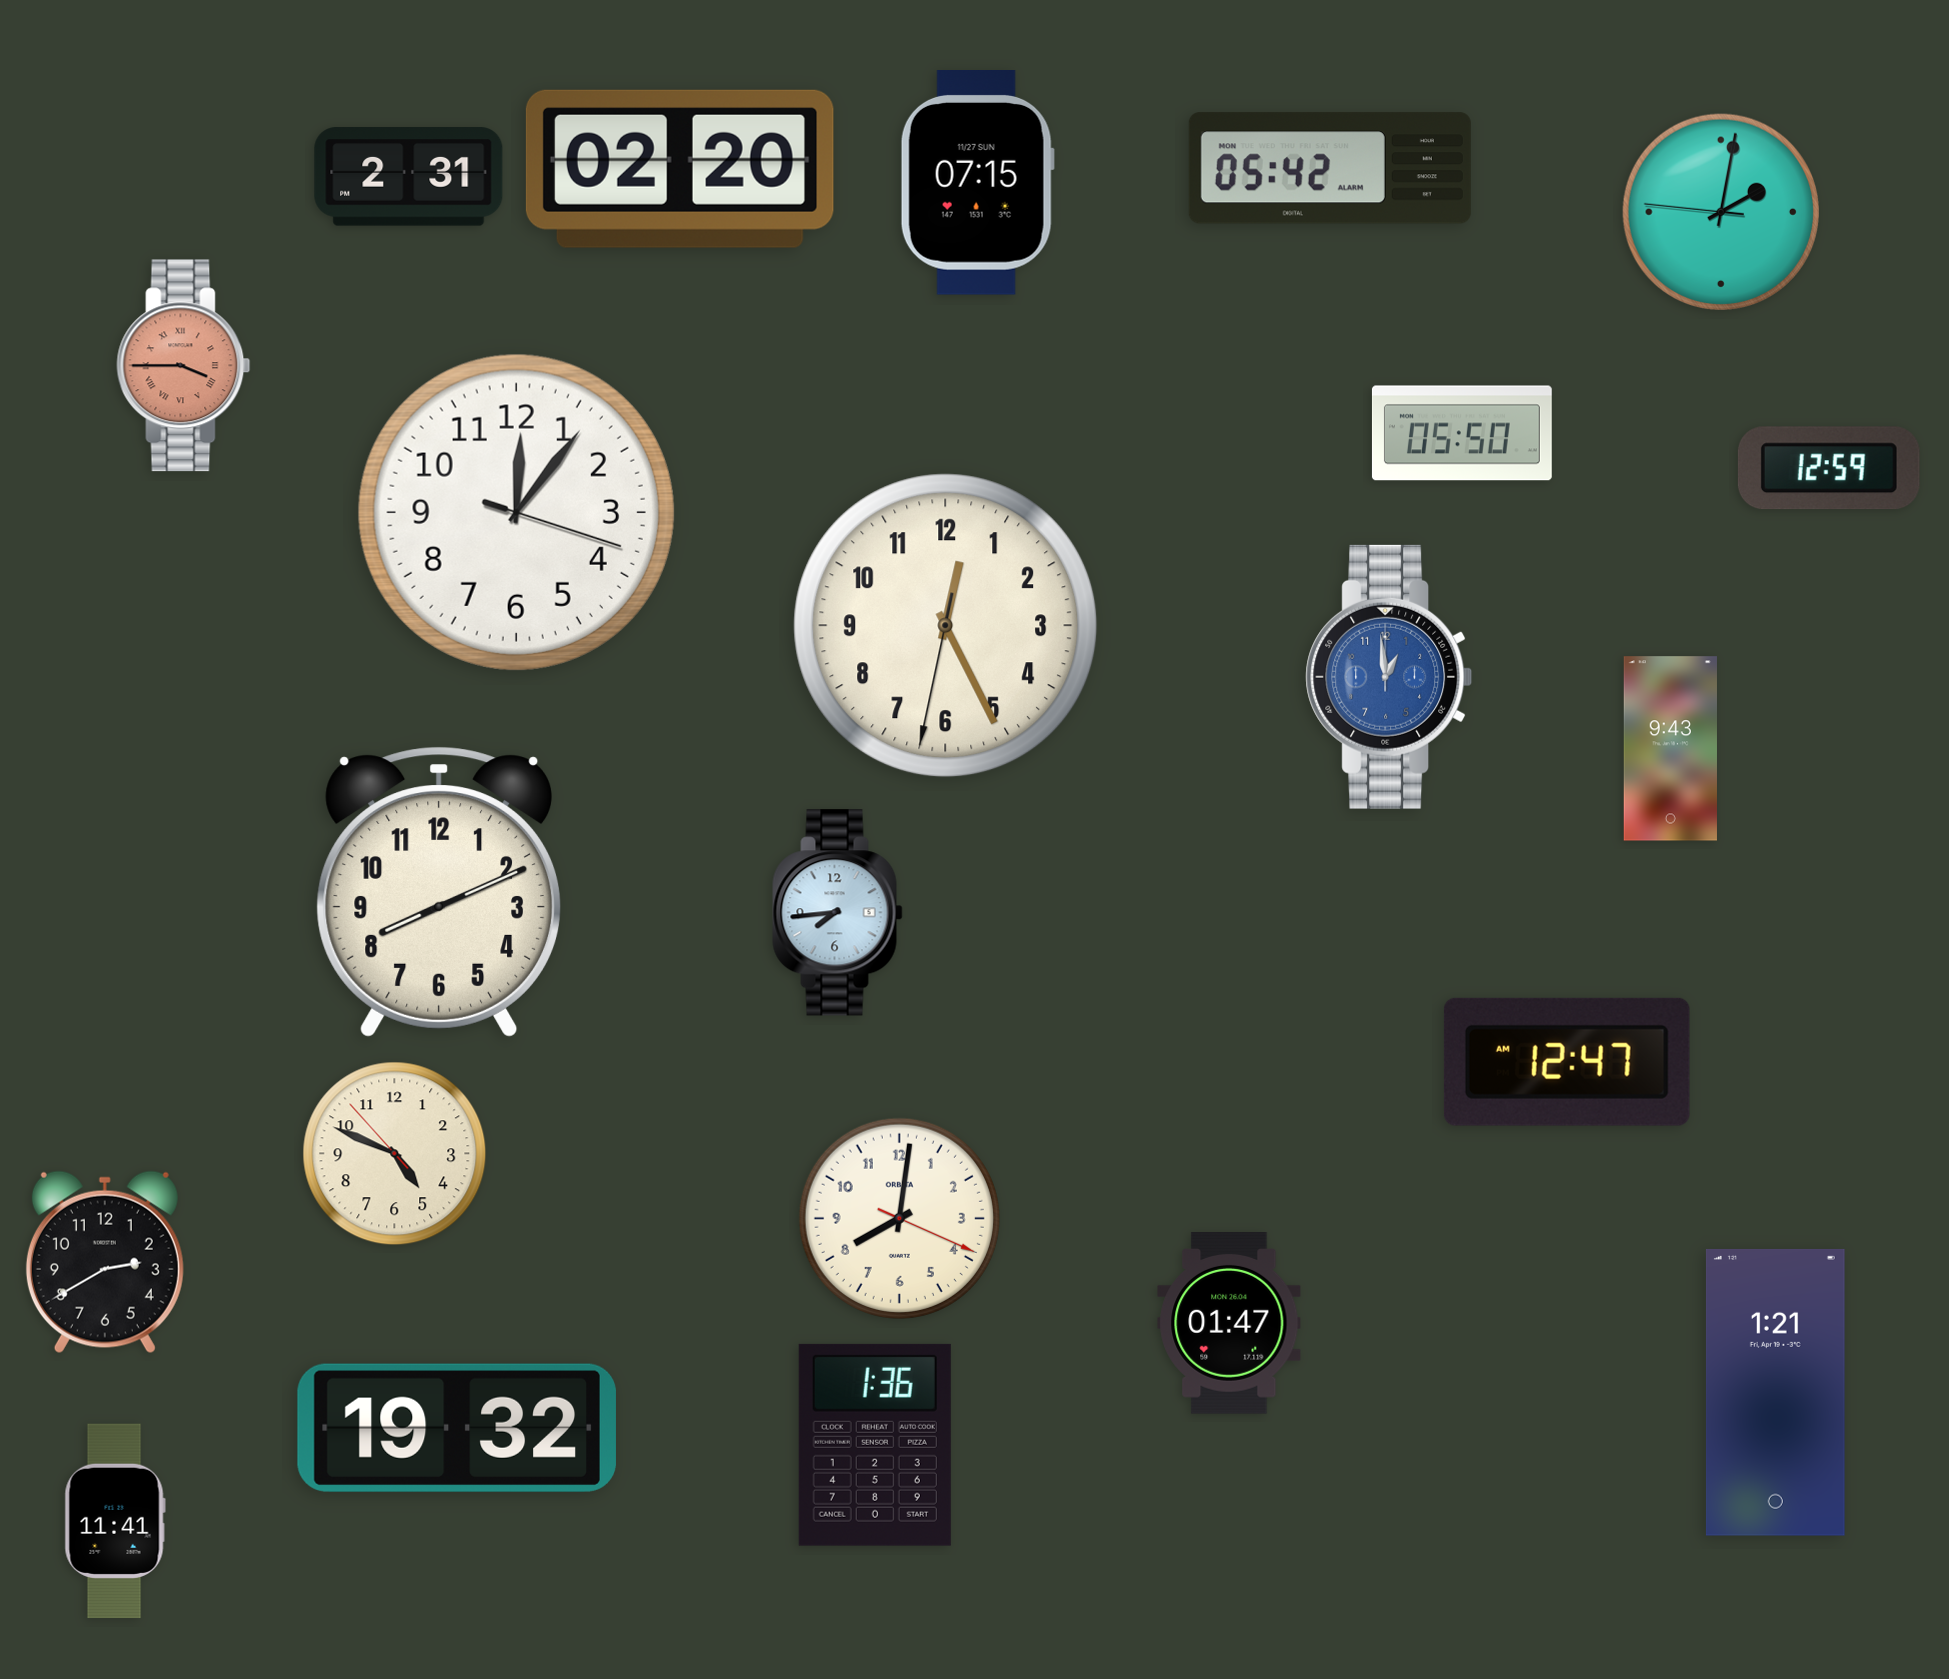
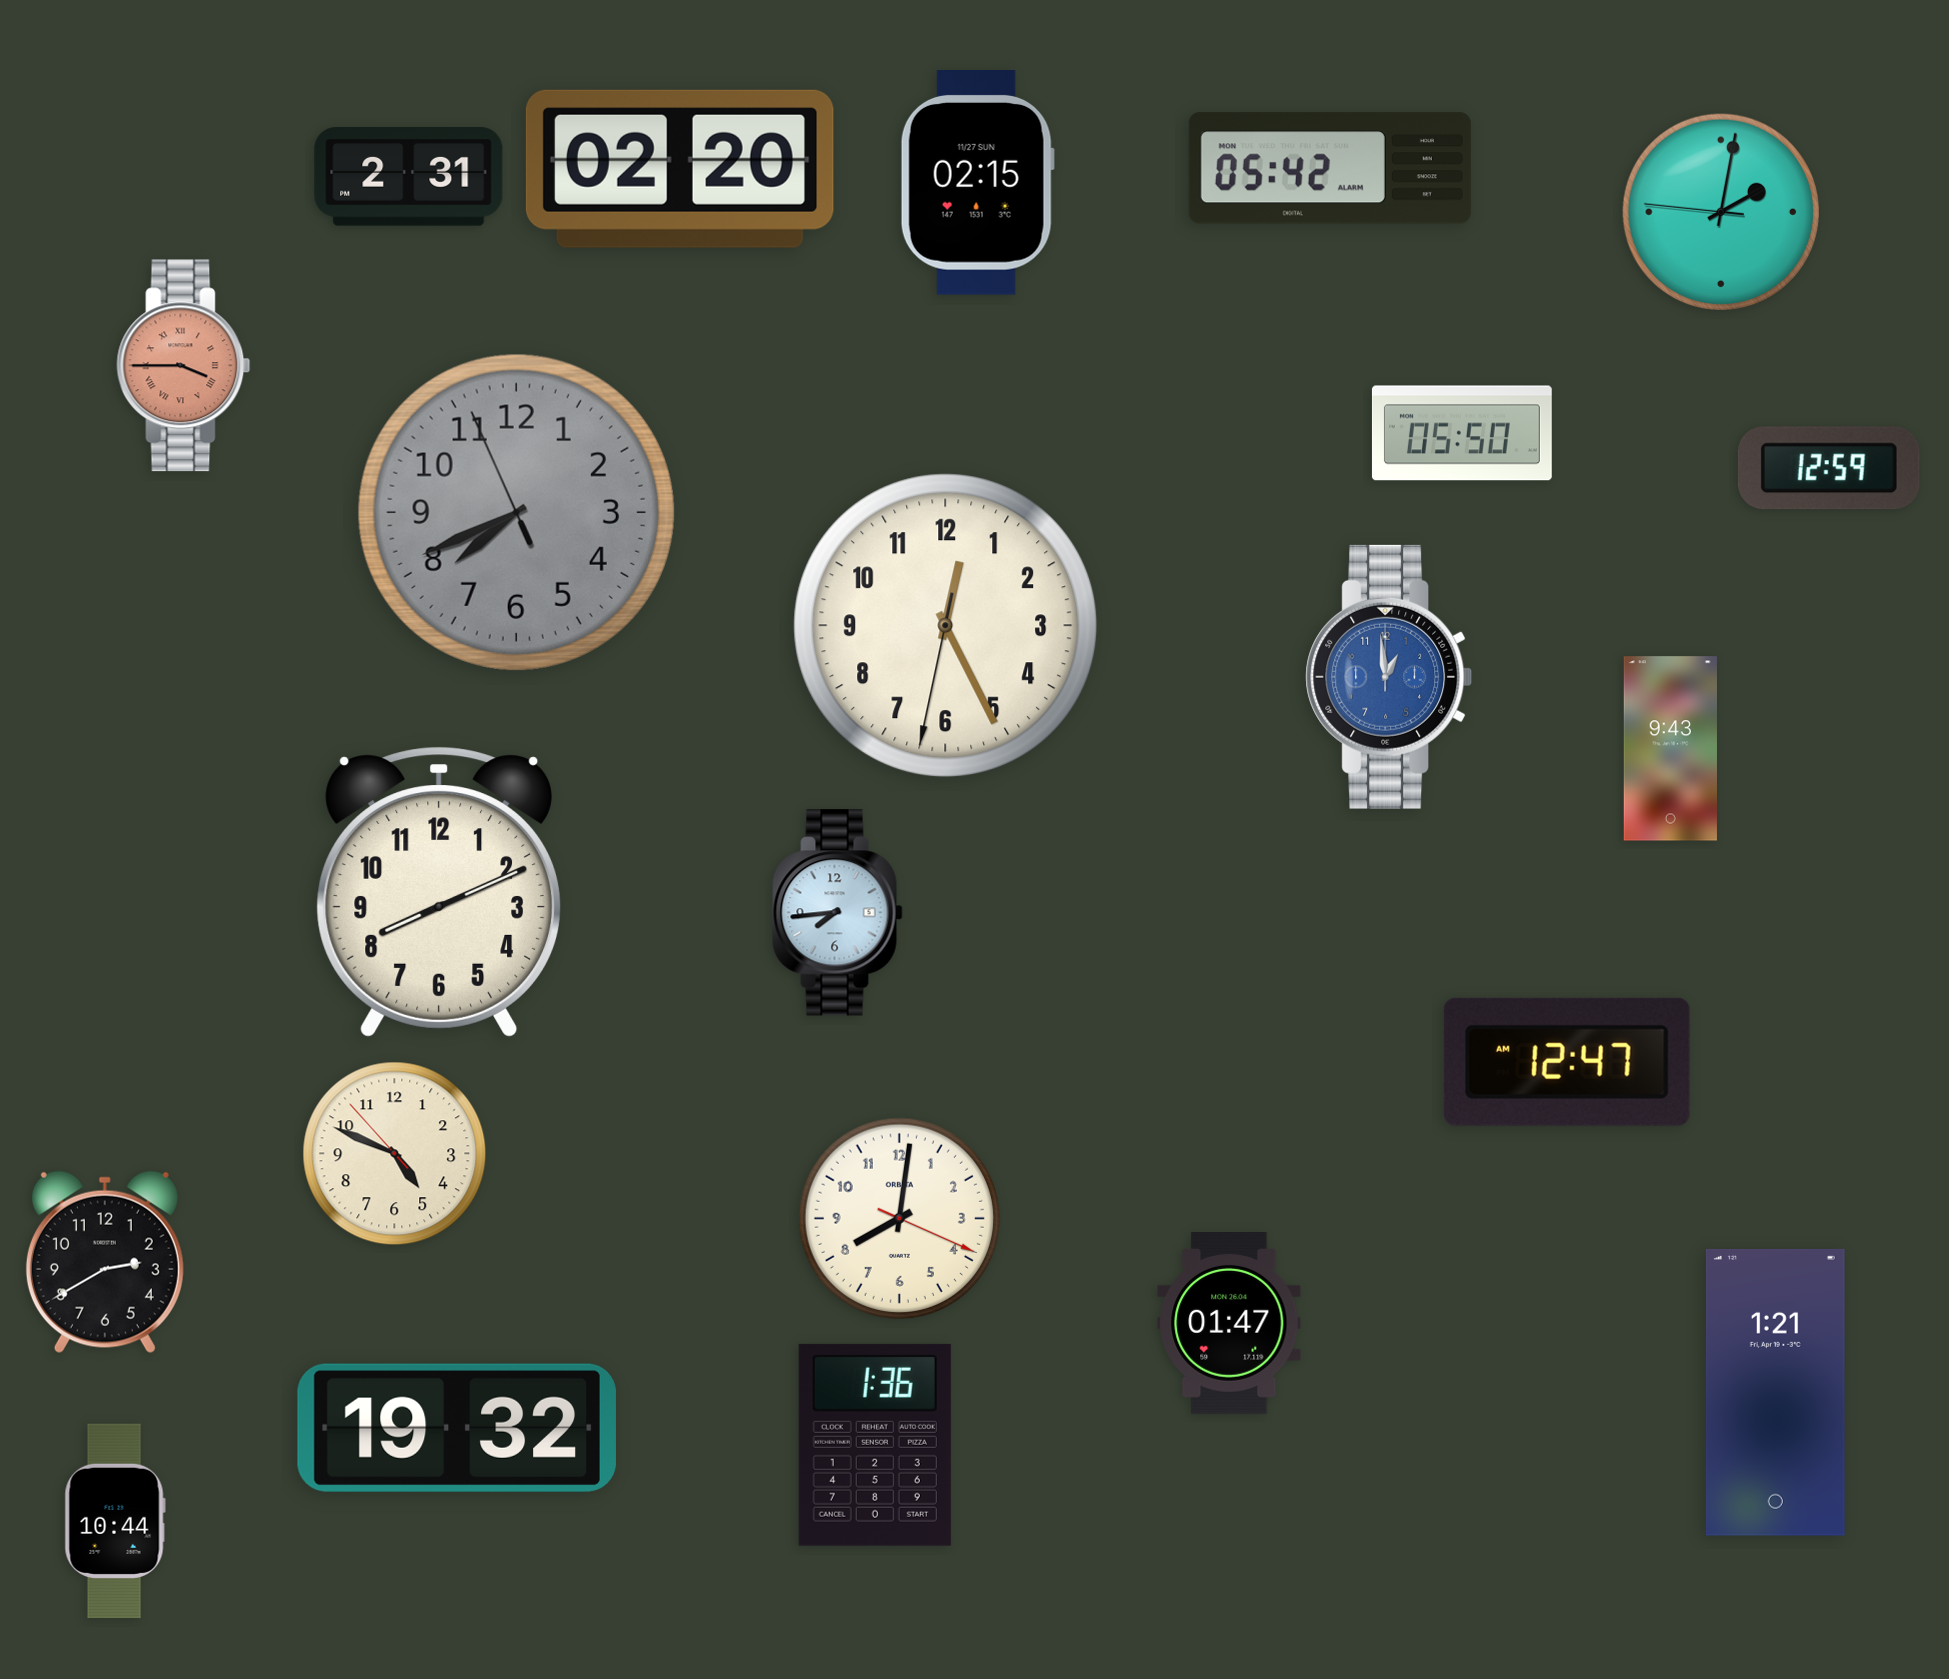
clock at (977, 183): 07:15 -> 02:15
clock at (516, 512): 12:06 -> 7:40
clock at (516, 512) dial: white -> grey
clock at (115, 1521): 11:41 -> 10:44
